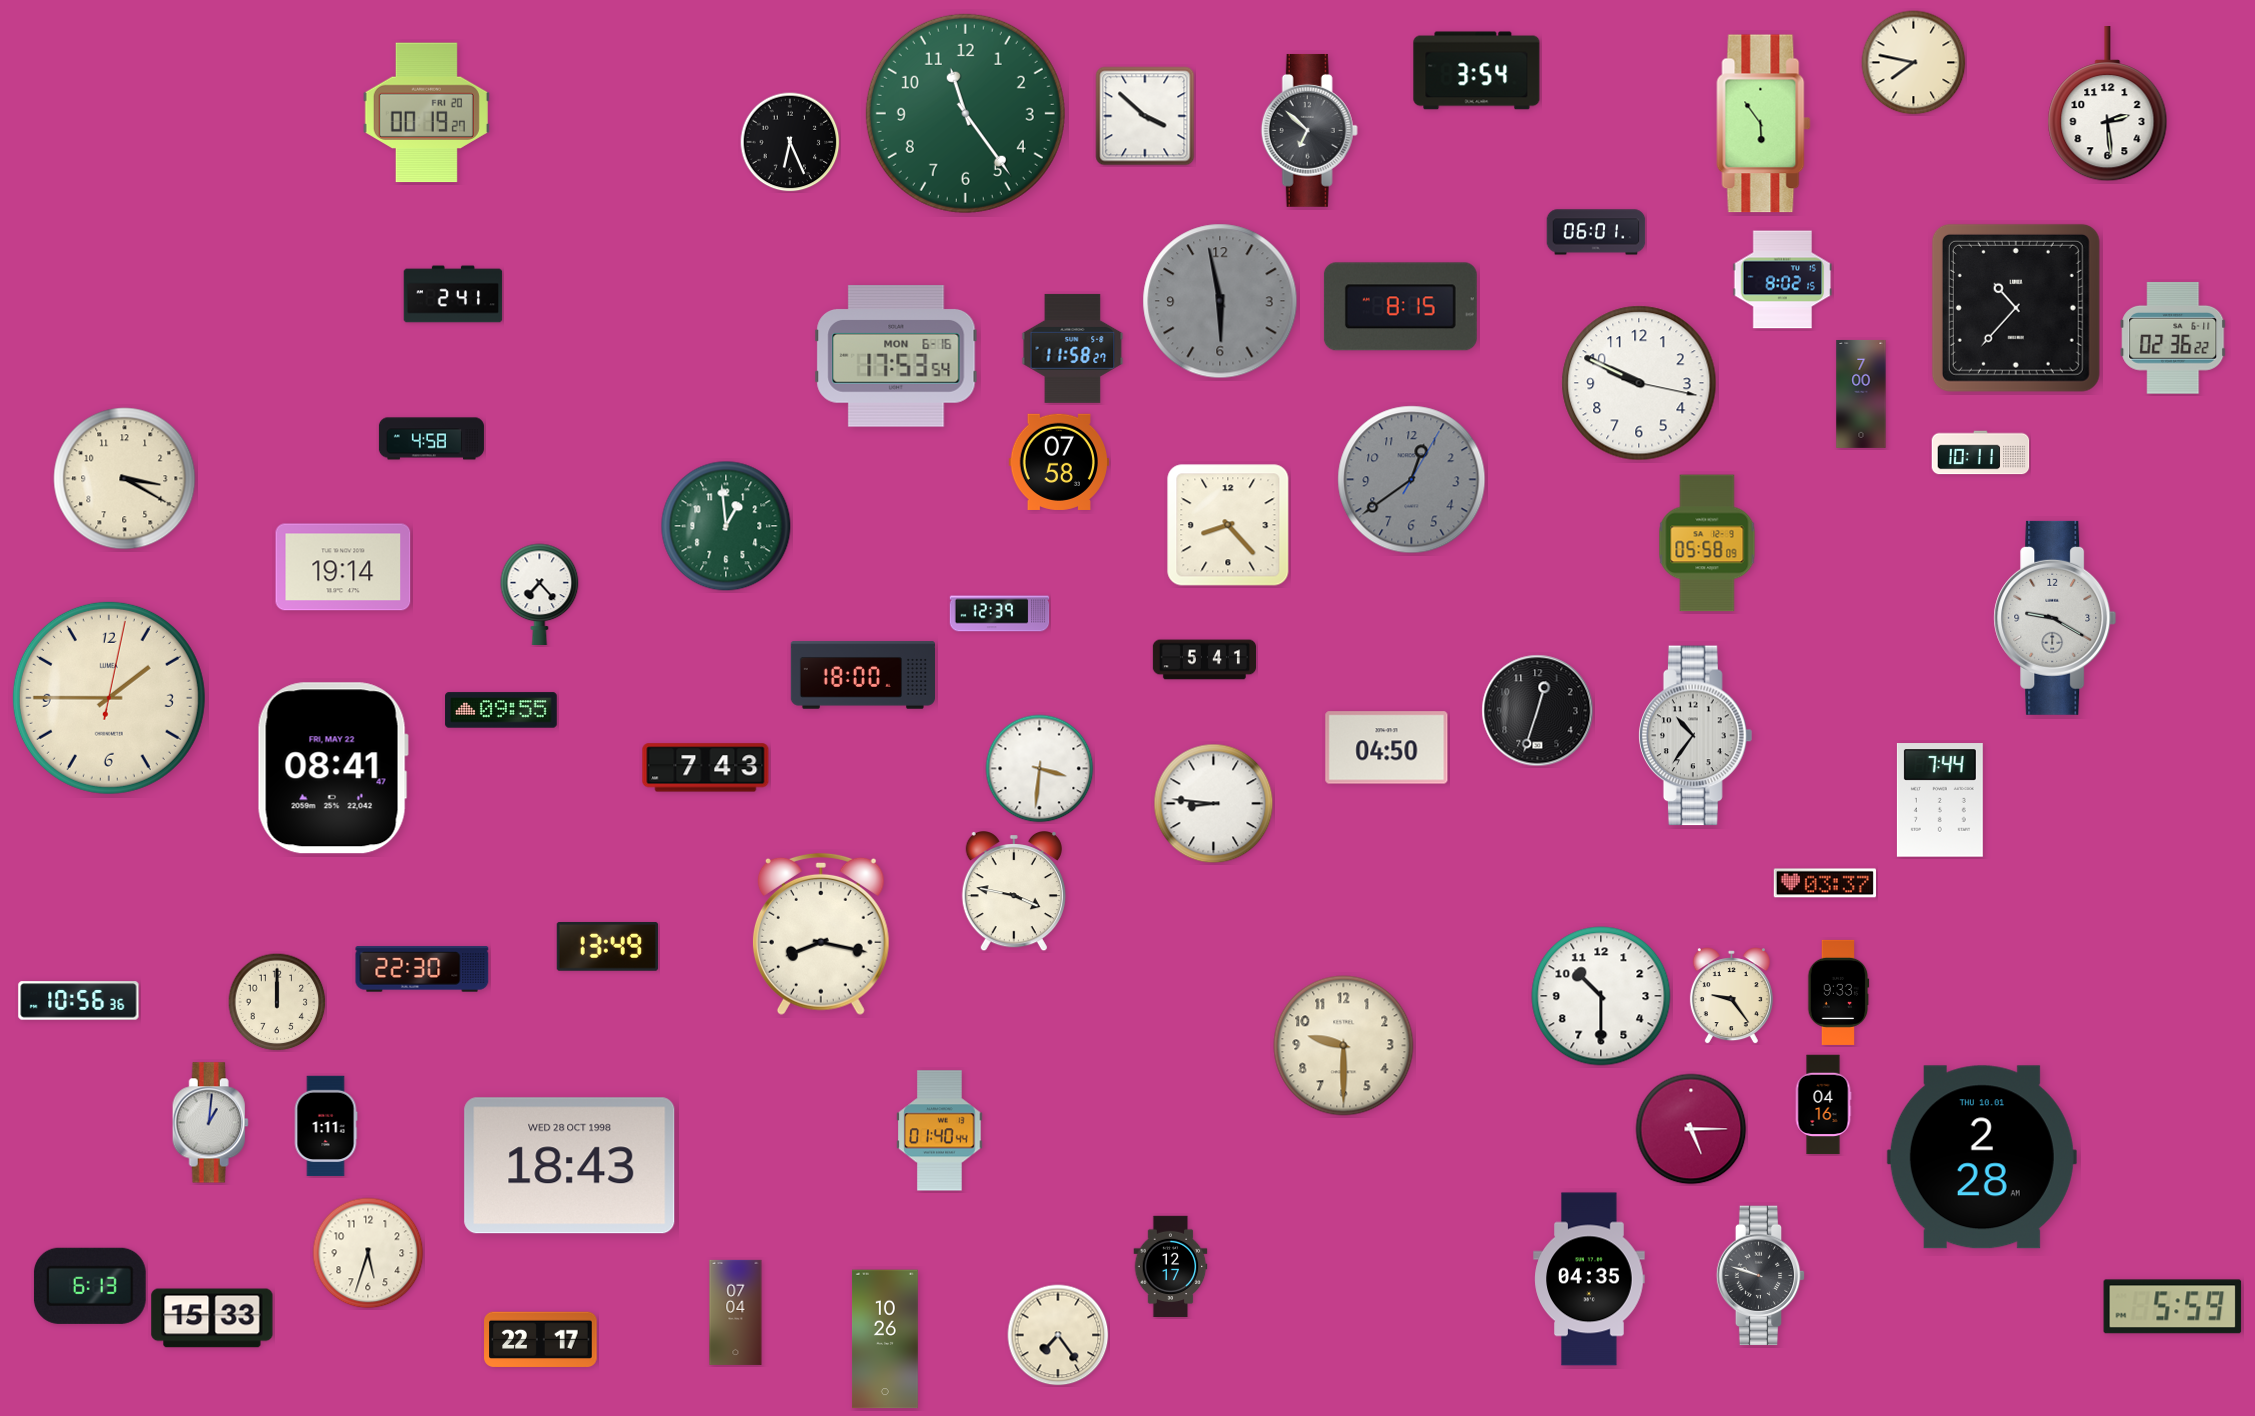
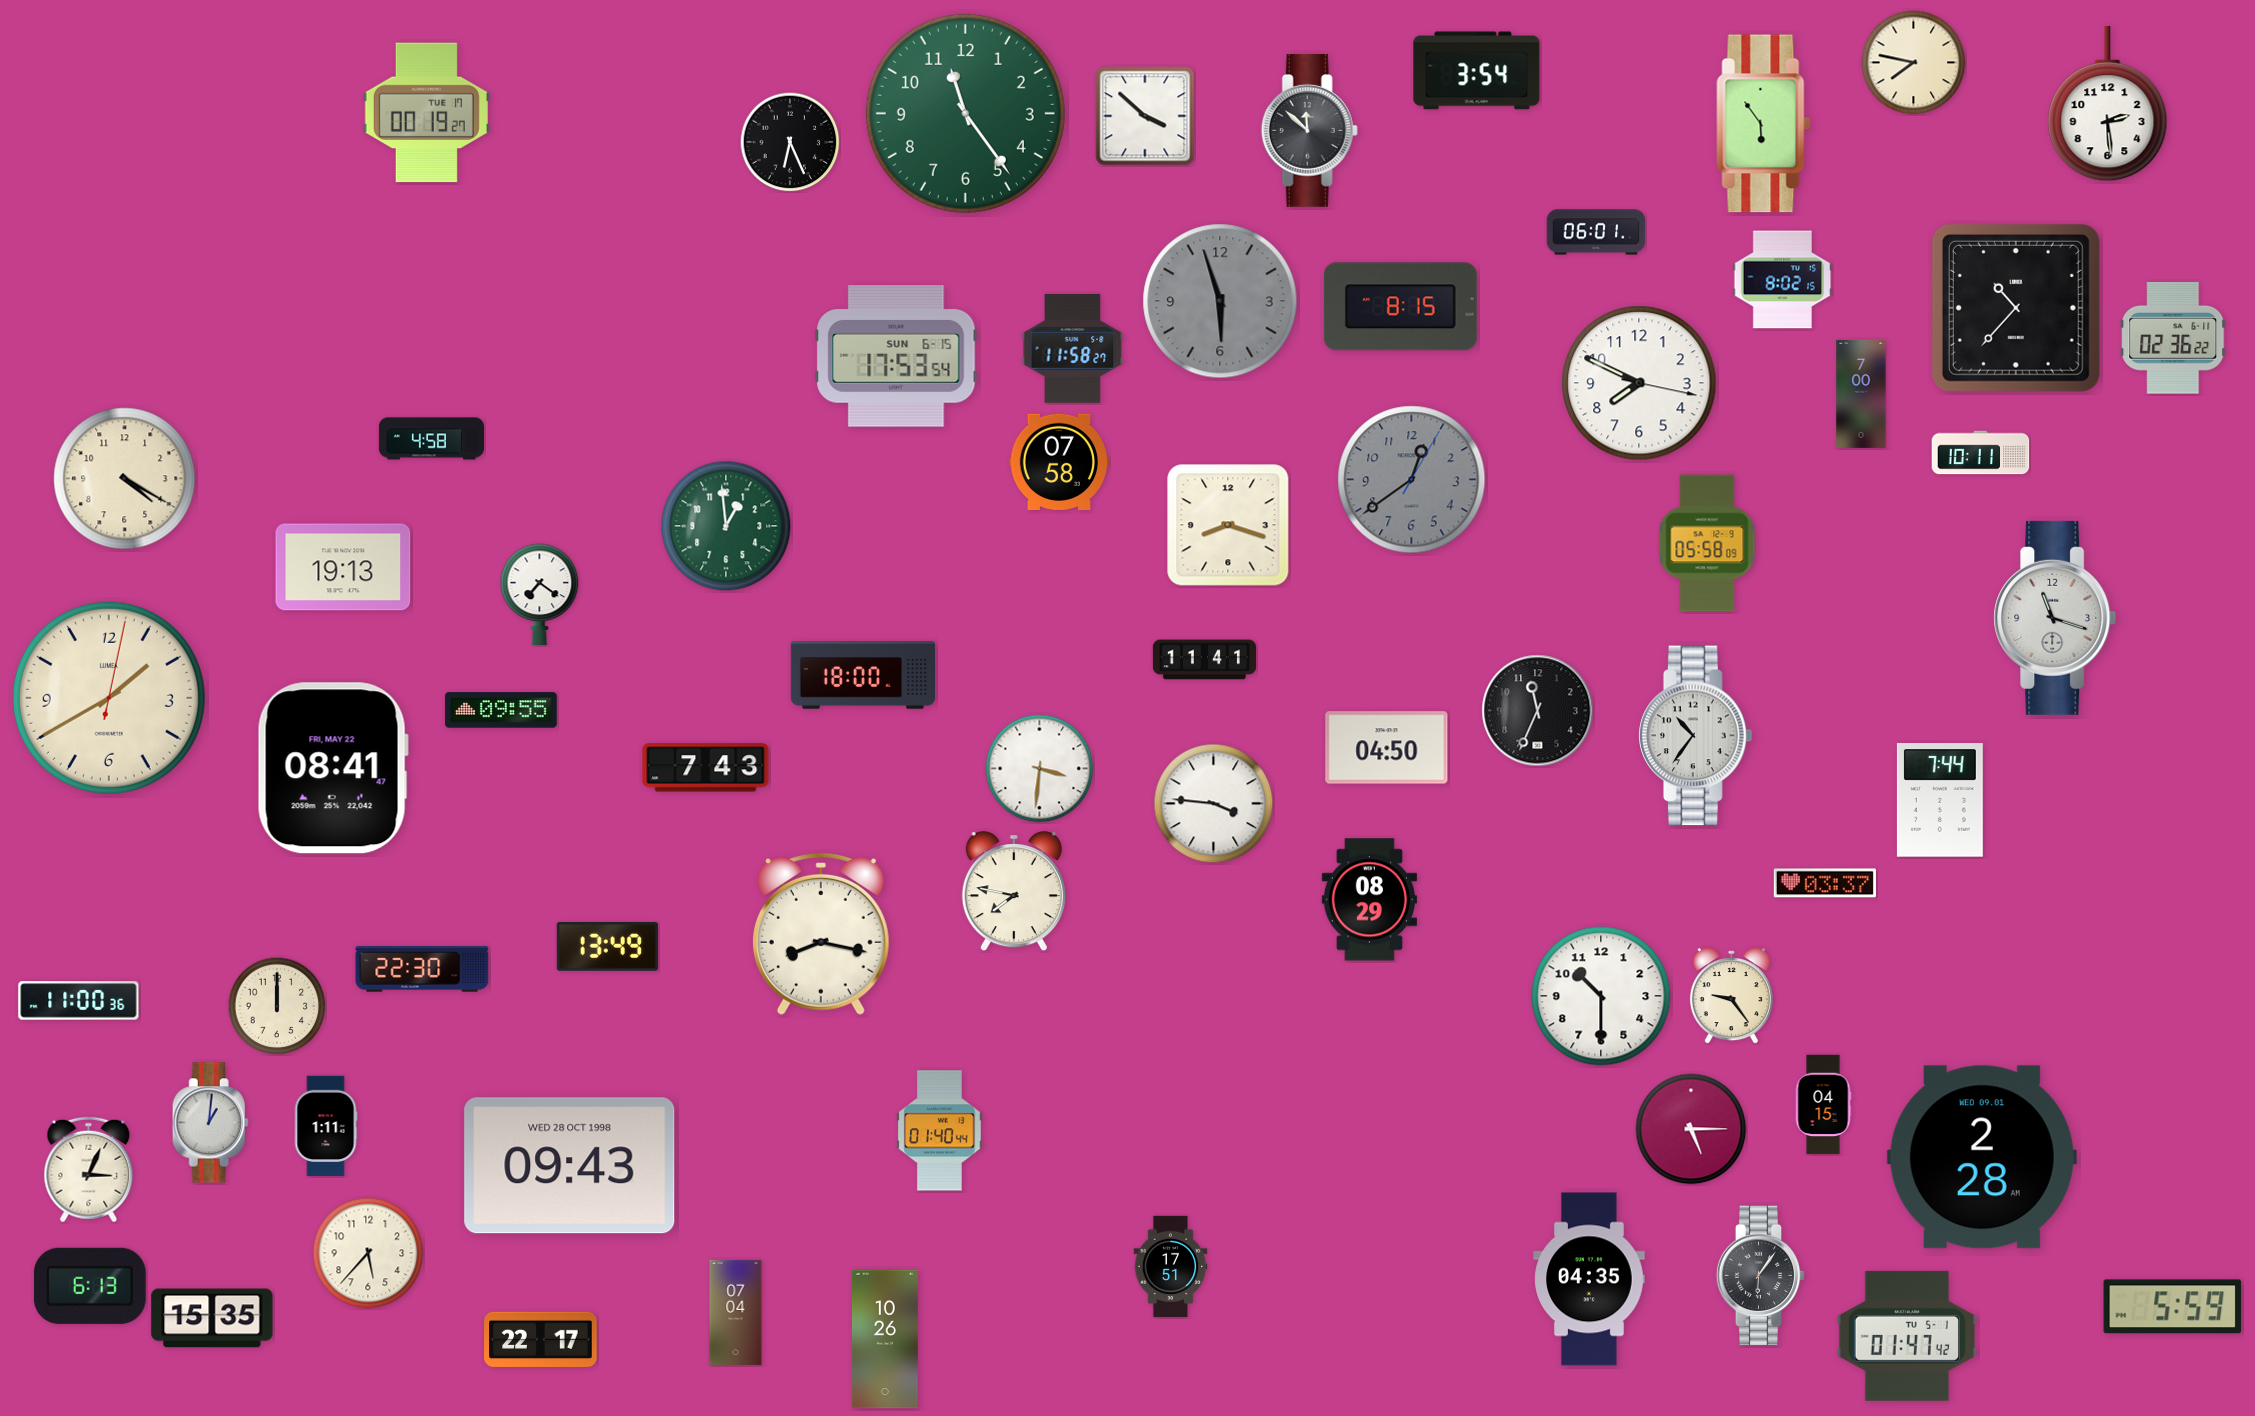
clock at (426, 113) date: FRI 20 -> TUE 17
clock at (1309, 130): 6:52 -> 11:52
clock at (453, 294): 2:41 -> none
clock at (1220, 301): 5:58 -> 5:57
clock at (896, 356) date: MON 6-16 -> SUN 6-15
clock at (1639, 383): 9:49 -> 7:49
clock at (125, 479): 3:20 -> 4:20
clock at (1228, 525): 8:23 -> 8:18
clock at (343, 567): 19:14 -> 19:13
clock at (540, 594): 7:23 -> 7:21
clock at (1000, 614): 12:39 -> none
clock at (2055, 618): 9:20 -> 11:18
clock at (1204, 660): 5:41 -> 11:41
clock at (109, 698): 1:45 -> 1:40
clock at (1538, 711): 12:33 -> 11:34
clock at (1214, 804): 8:46 -> 3:46
clock at (1014, 892): 3:47 -> 7:47
clock at (1369, 900): none -> 08:29
clock at (1838, 992): 9:33 -> none
clock at (79, 1001): 10:56 -> 11:00
clock at (277, 1002) position: (277, 1002) -> (277, 1006)
clock at (1344, 1046): 9:30 -> none
clock at (1823, 1105): 04:16 -> 04:15
clock at (1982, 1157) date: THU 10.01 -> WED 09.01
clock at (570, 1166): 18:43 -> 09:43
clock at (89, 1170): none -> 3:04
clock at (368, 1253): 5:33 -> 5:37
clock at (1171, 1267): 12:17 -> 17:51
clock at (1761, 1276): 9:48 -> 6:06
clock at (212, 1318): 15:33 -> 15:35
clock at (1058, 1335): 7:24 -> none
clock at (1907, 1336): none -> 01:47
